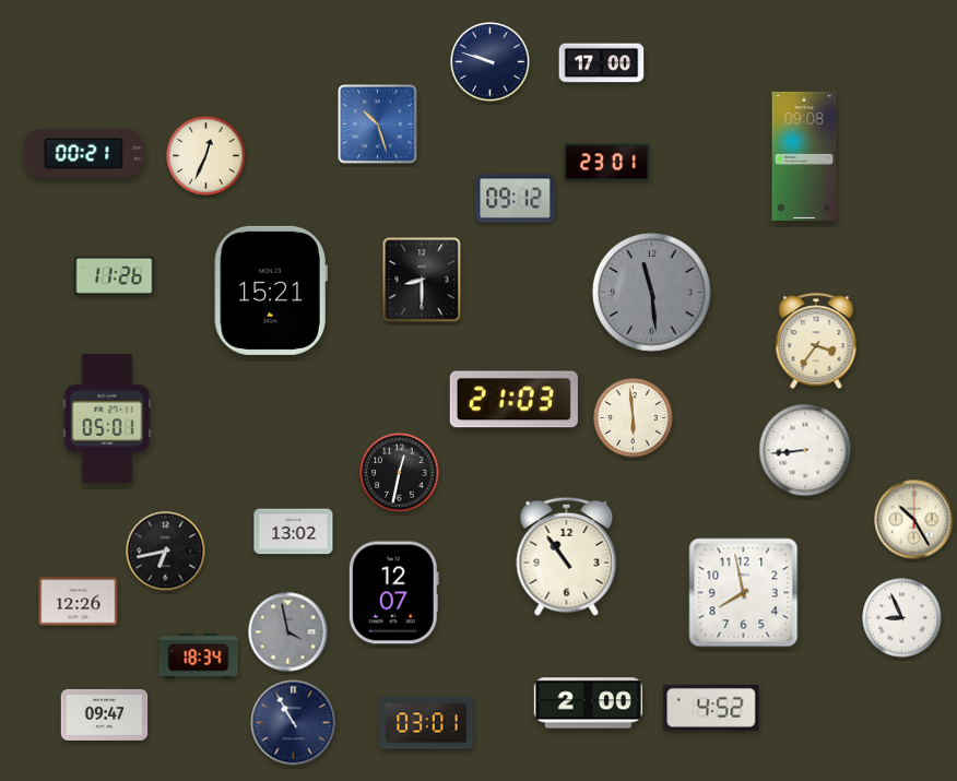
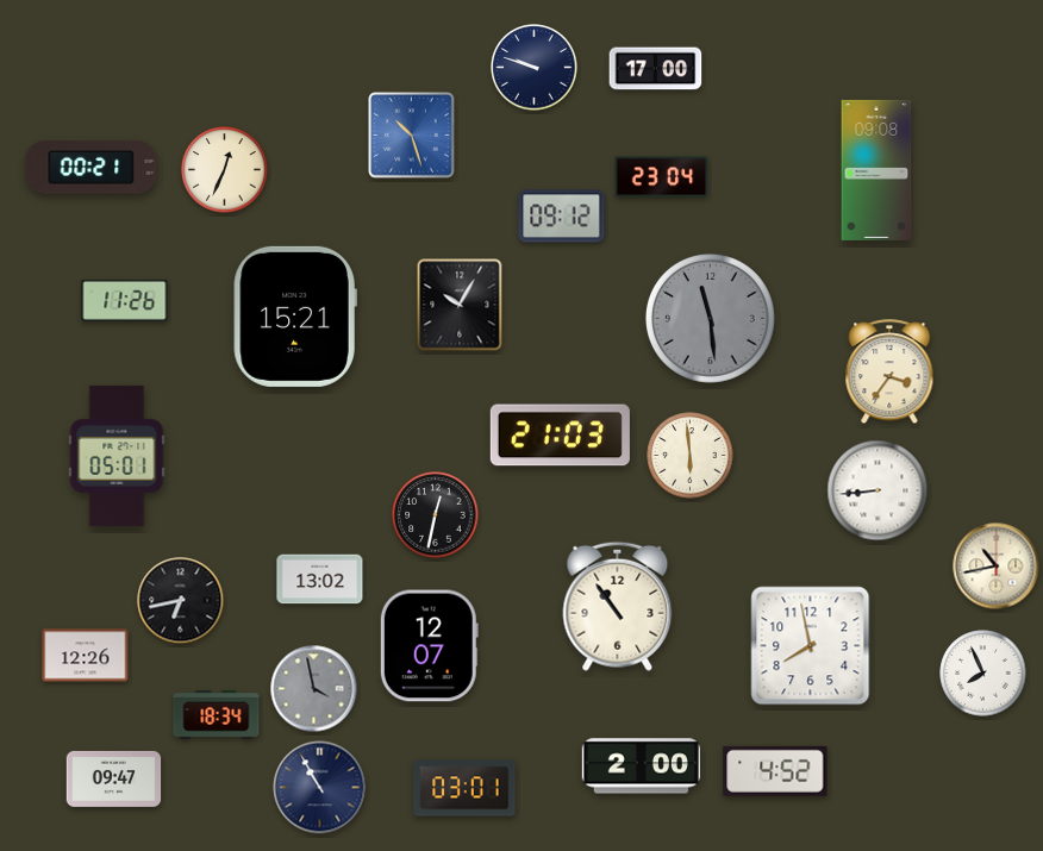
clock at (607, 163): 23:01 -> 23:04
clock at (422, 280): 8:30 -> 10:05
clock at (914, 520): 10:25 -> 10:43
clock at (902, 618): 8:56 -> 7:56
